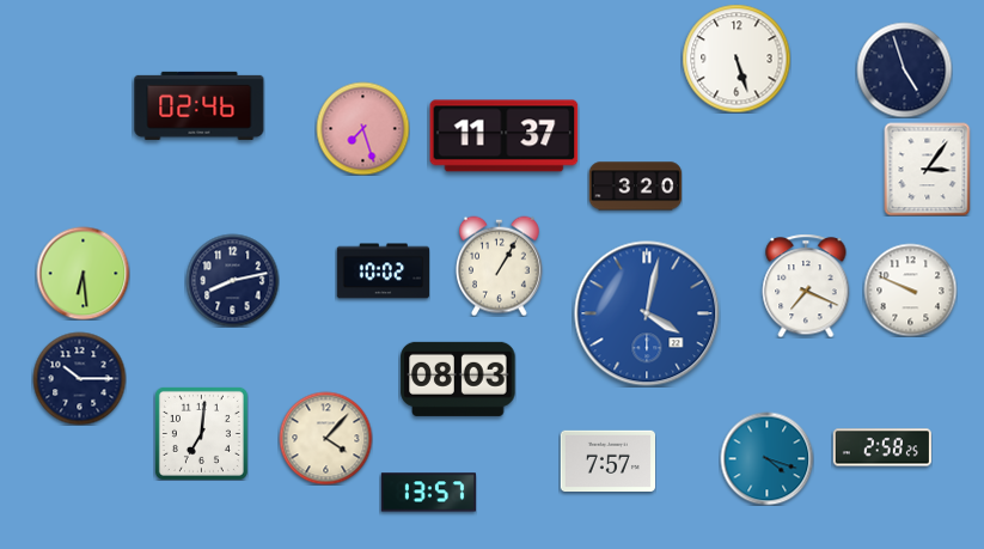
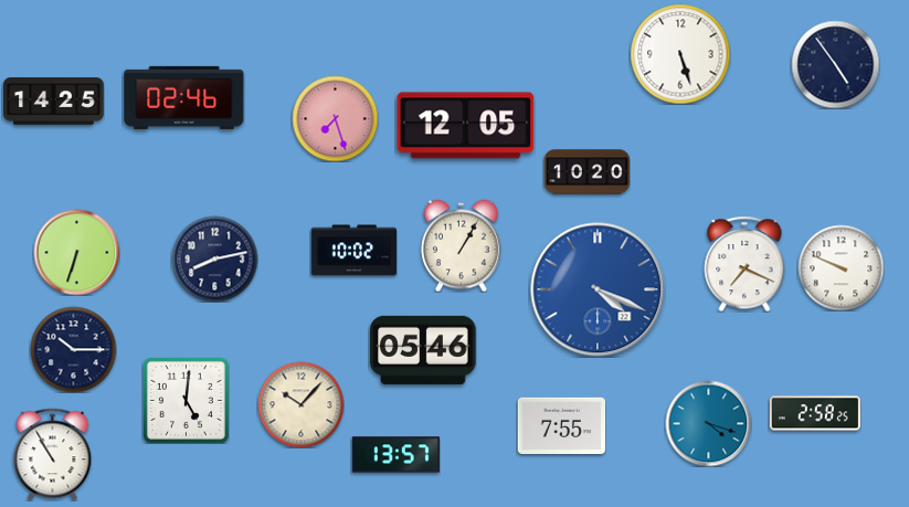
clock at (904, 69): 4:57 -> 4:54
clock at (54, 102): none -> 14:25
clock at (505, 136): 11:37 -> 12:05
clock at (928, 169): 3:06 -> none
clock at (635, 187): 3:20 -> 10:20
clock at (82, 273): 6:29 -> 6:33
clock at (647, 313): 4:02 -> 4:19
clock at (458, 379): 08:03 -> 05:46
clock at (201, 433): 7:01 -> 5:01
clock at (325, 438): 4:07 -> 10:07
clock at (607, 460): 7:57 -> 7:55
clock at (53, 454): none -> 10:55
